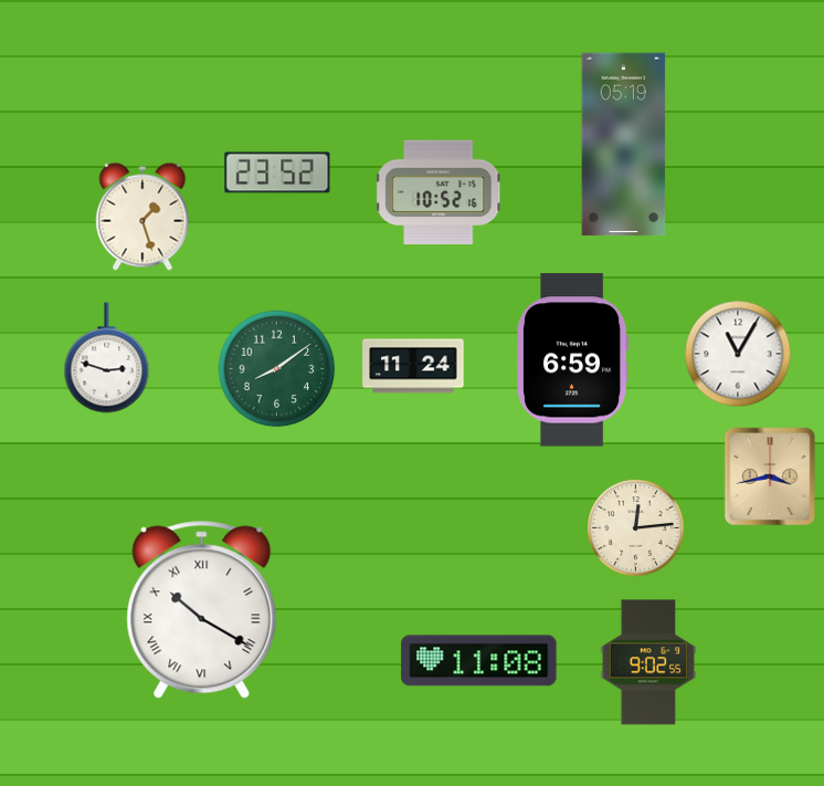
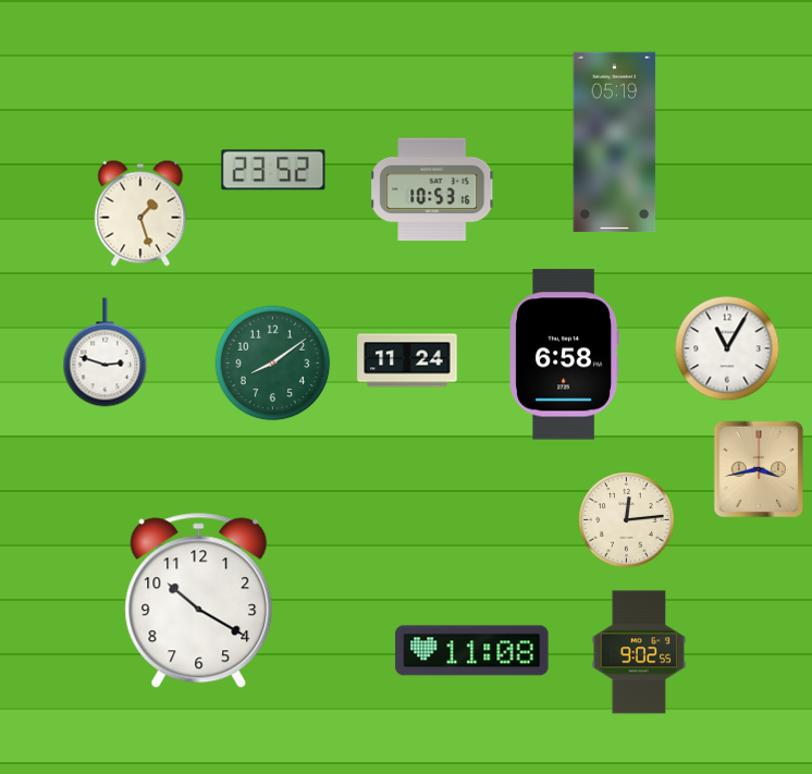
clock at (439, 192): 10:52 -> 10:53
clock at (573, 360): 6:59 -> 6:58
clock at (202, 610) numerals: Roman -> Arabic
